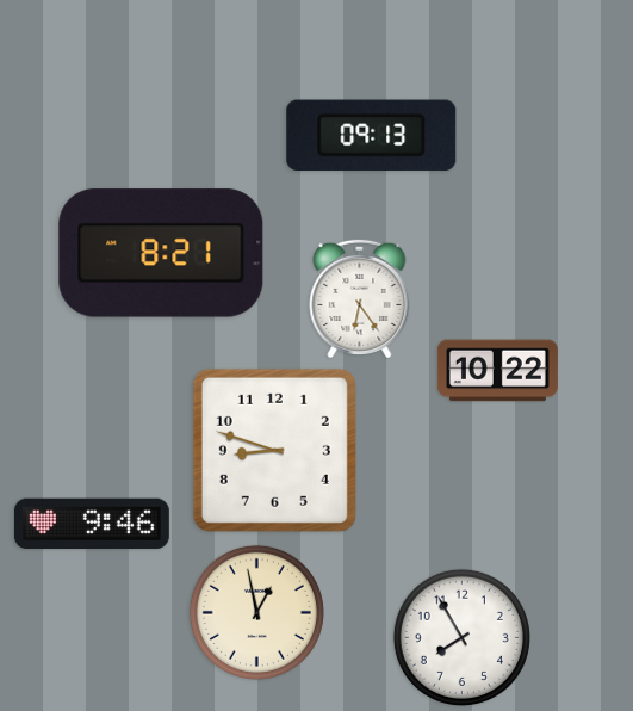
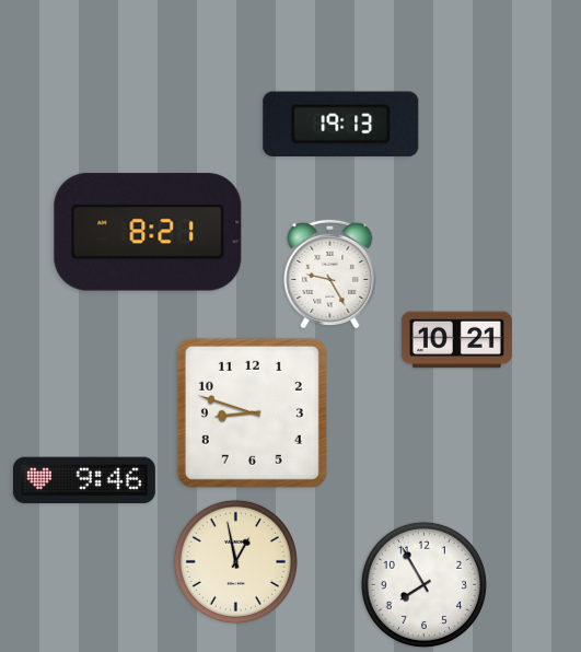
clock at (372, 135): 09:13 -> 19:13
clock at (360, 298): 6:24 -> 9:25
clock at (497, 371): 10:22 -> 10:21
